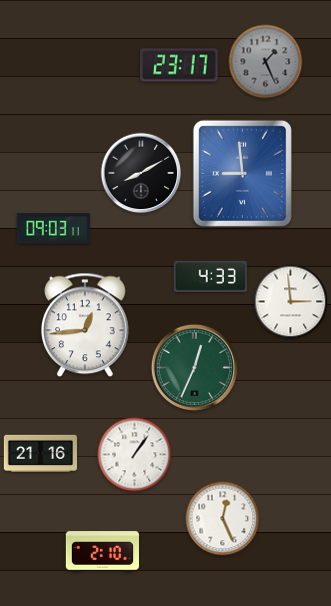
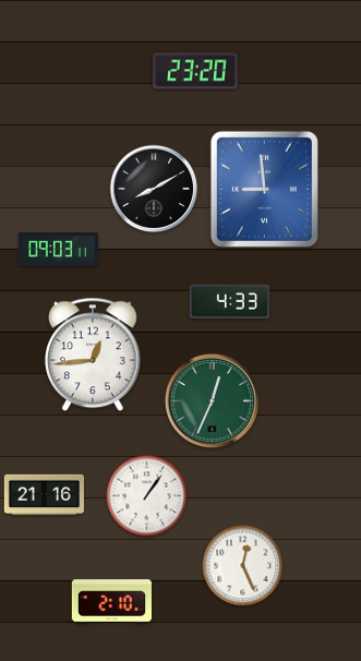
clock at (266, 62): 1:26 -> none
clock at (179, 65): 23:17 -> 23:20
clock at (291, 302): 2:59 -> none
